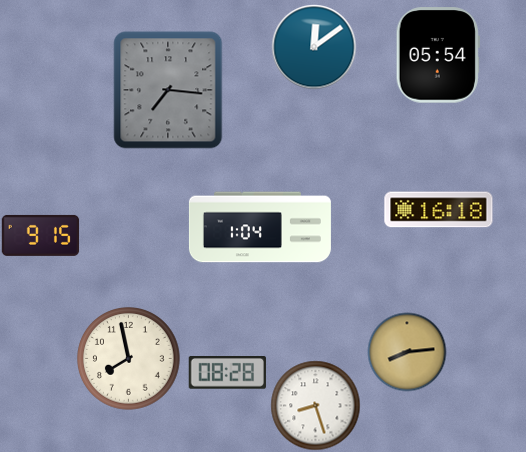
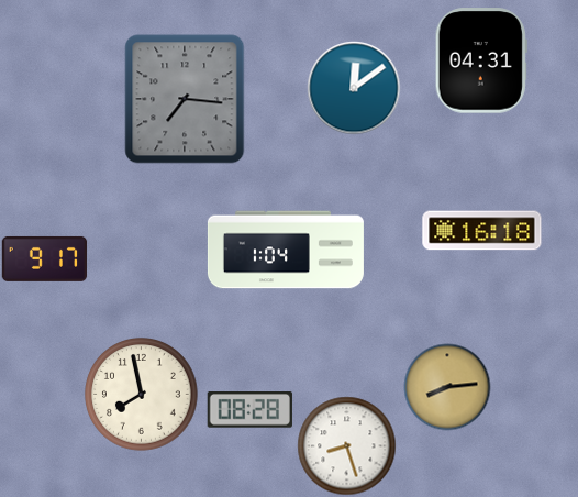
clock at (314, 47) position: (314, 47) -> (354, 88)
clock at (438, 55): 05:54 -> 04:31
clock at (40, 235): 9:15 -> 9:17
